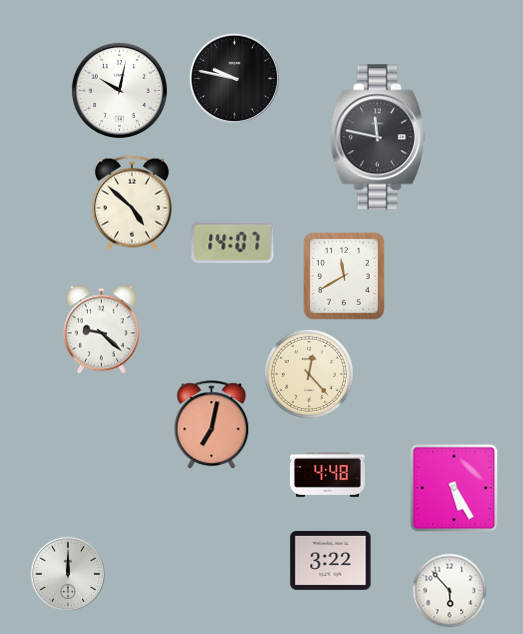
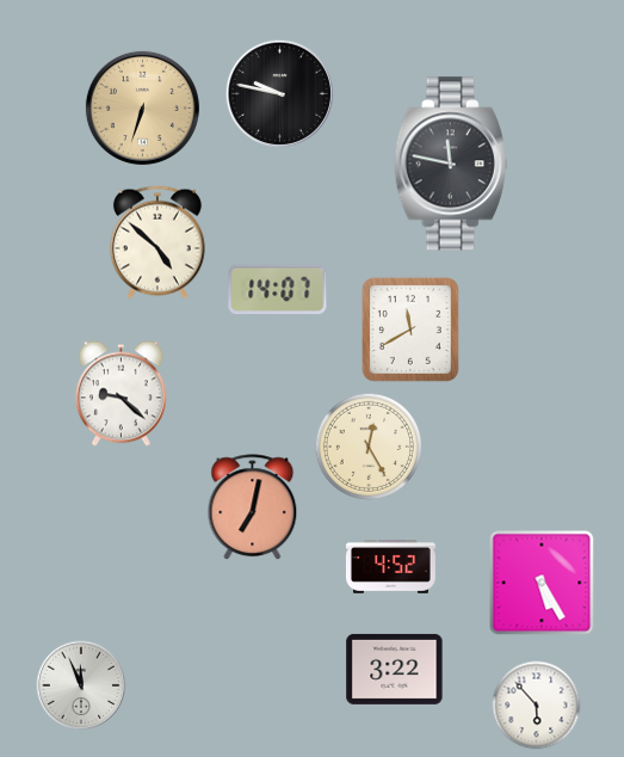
clock at (119, 90): 10:02 -> 6:33
clock at (119, 90) dial: white -> champagne
clock at (309, 374): 12:23 -> 12:25
clock at (327, 475): 4:48 -> 4:52
clock at (68, 574): 12:00 -> 11:56
